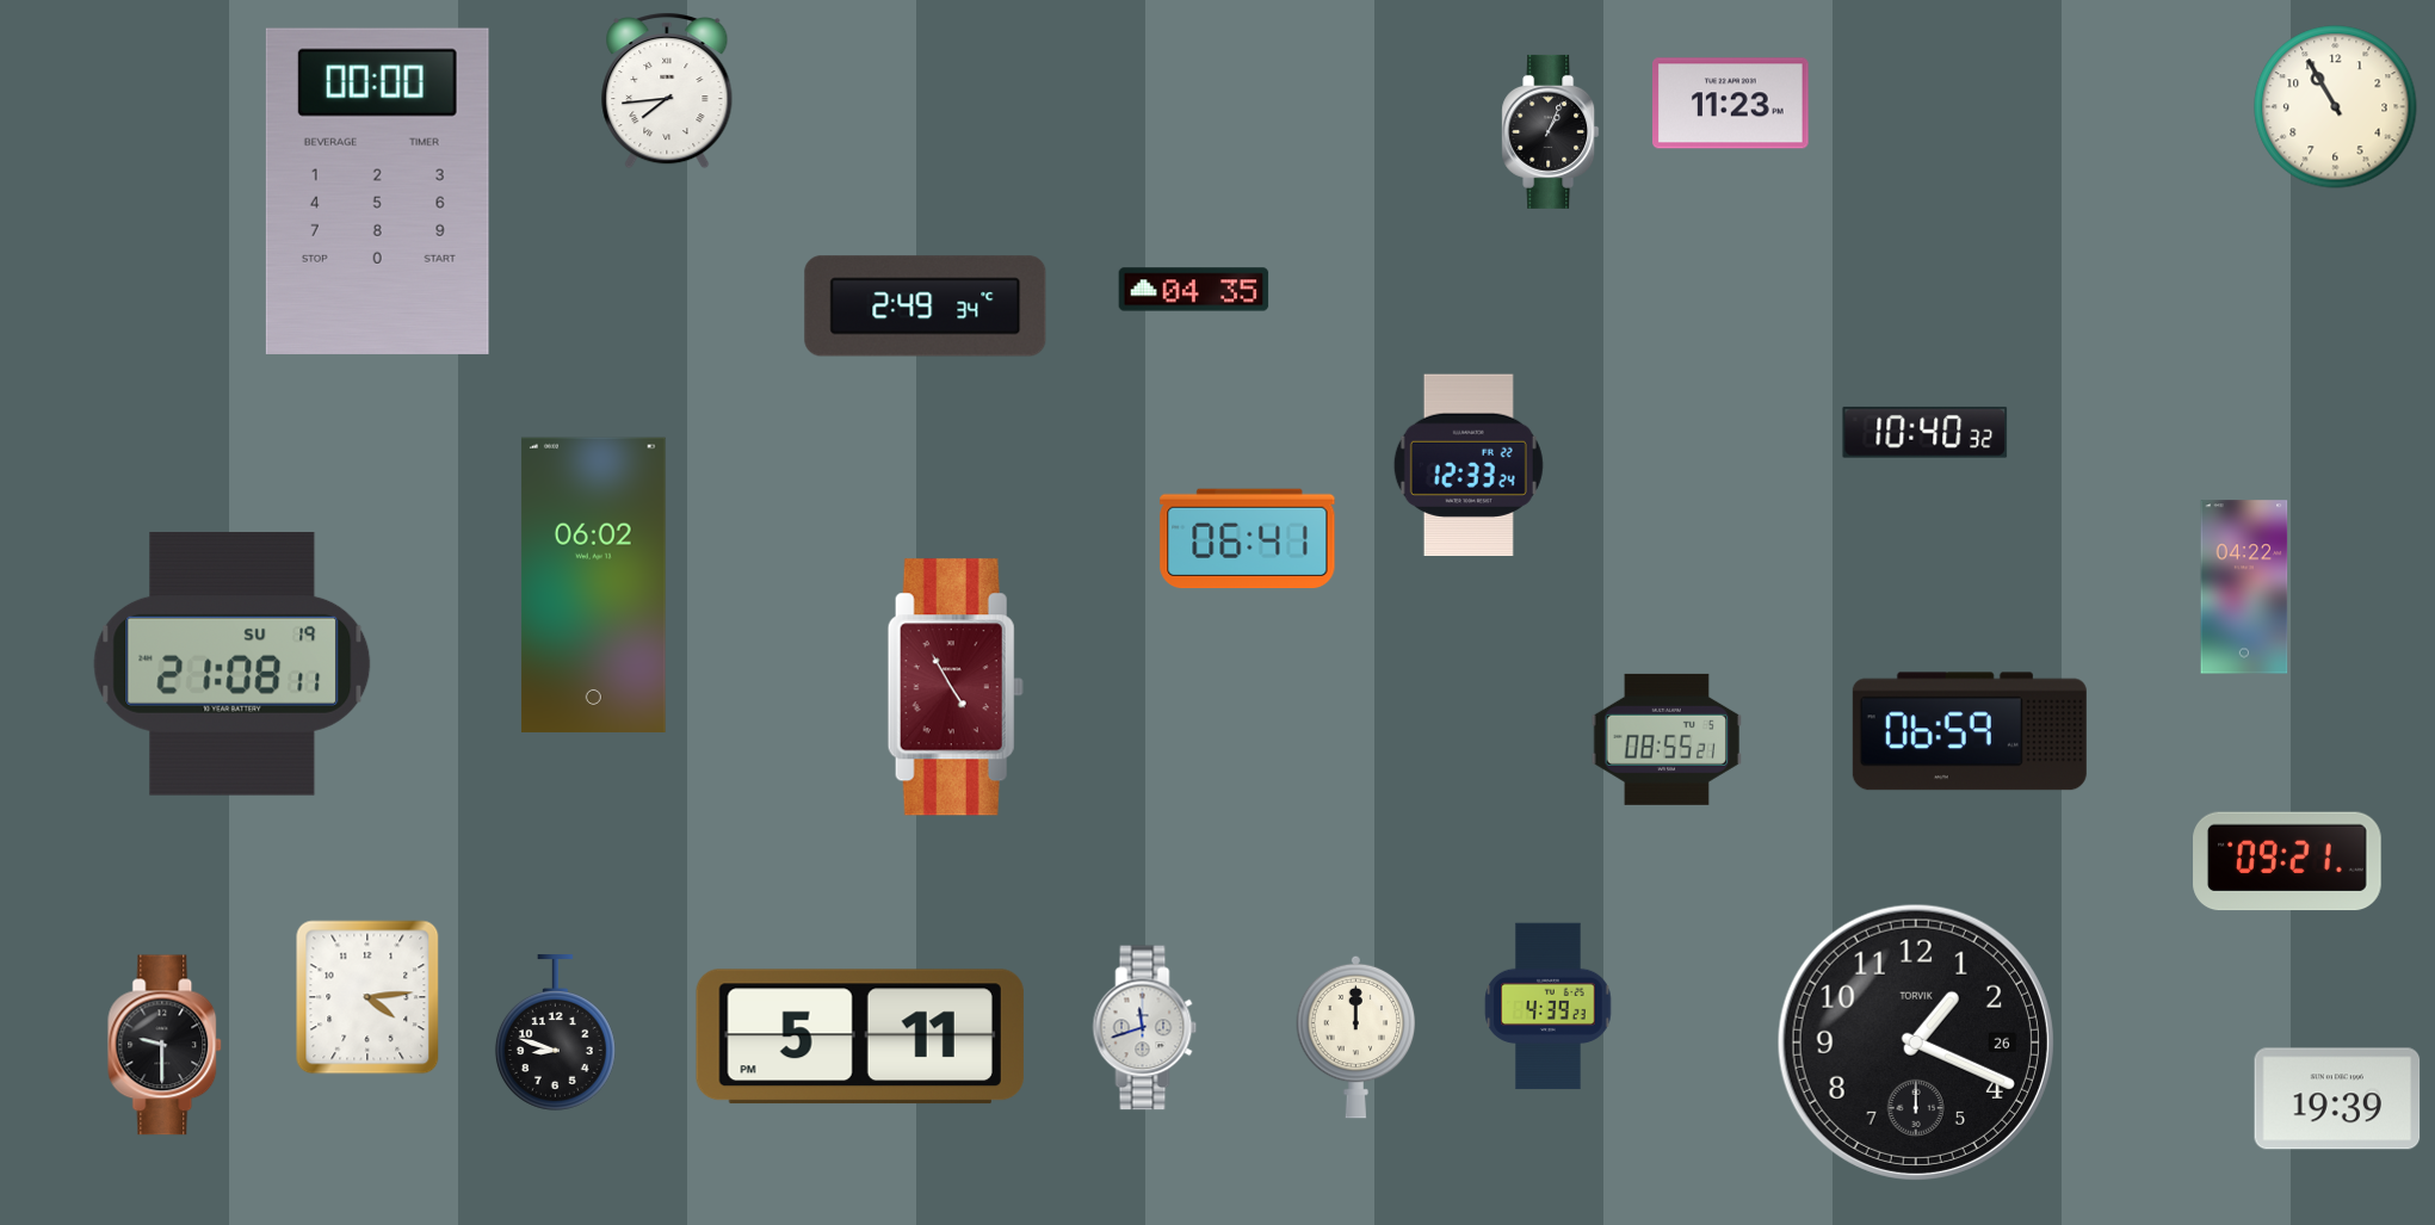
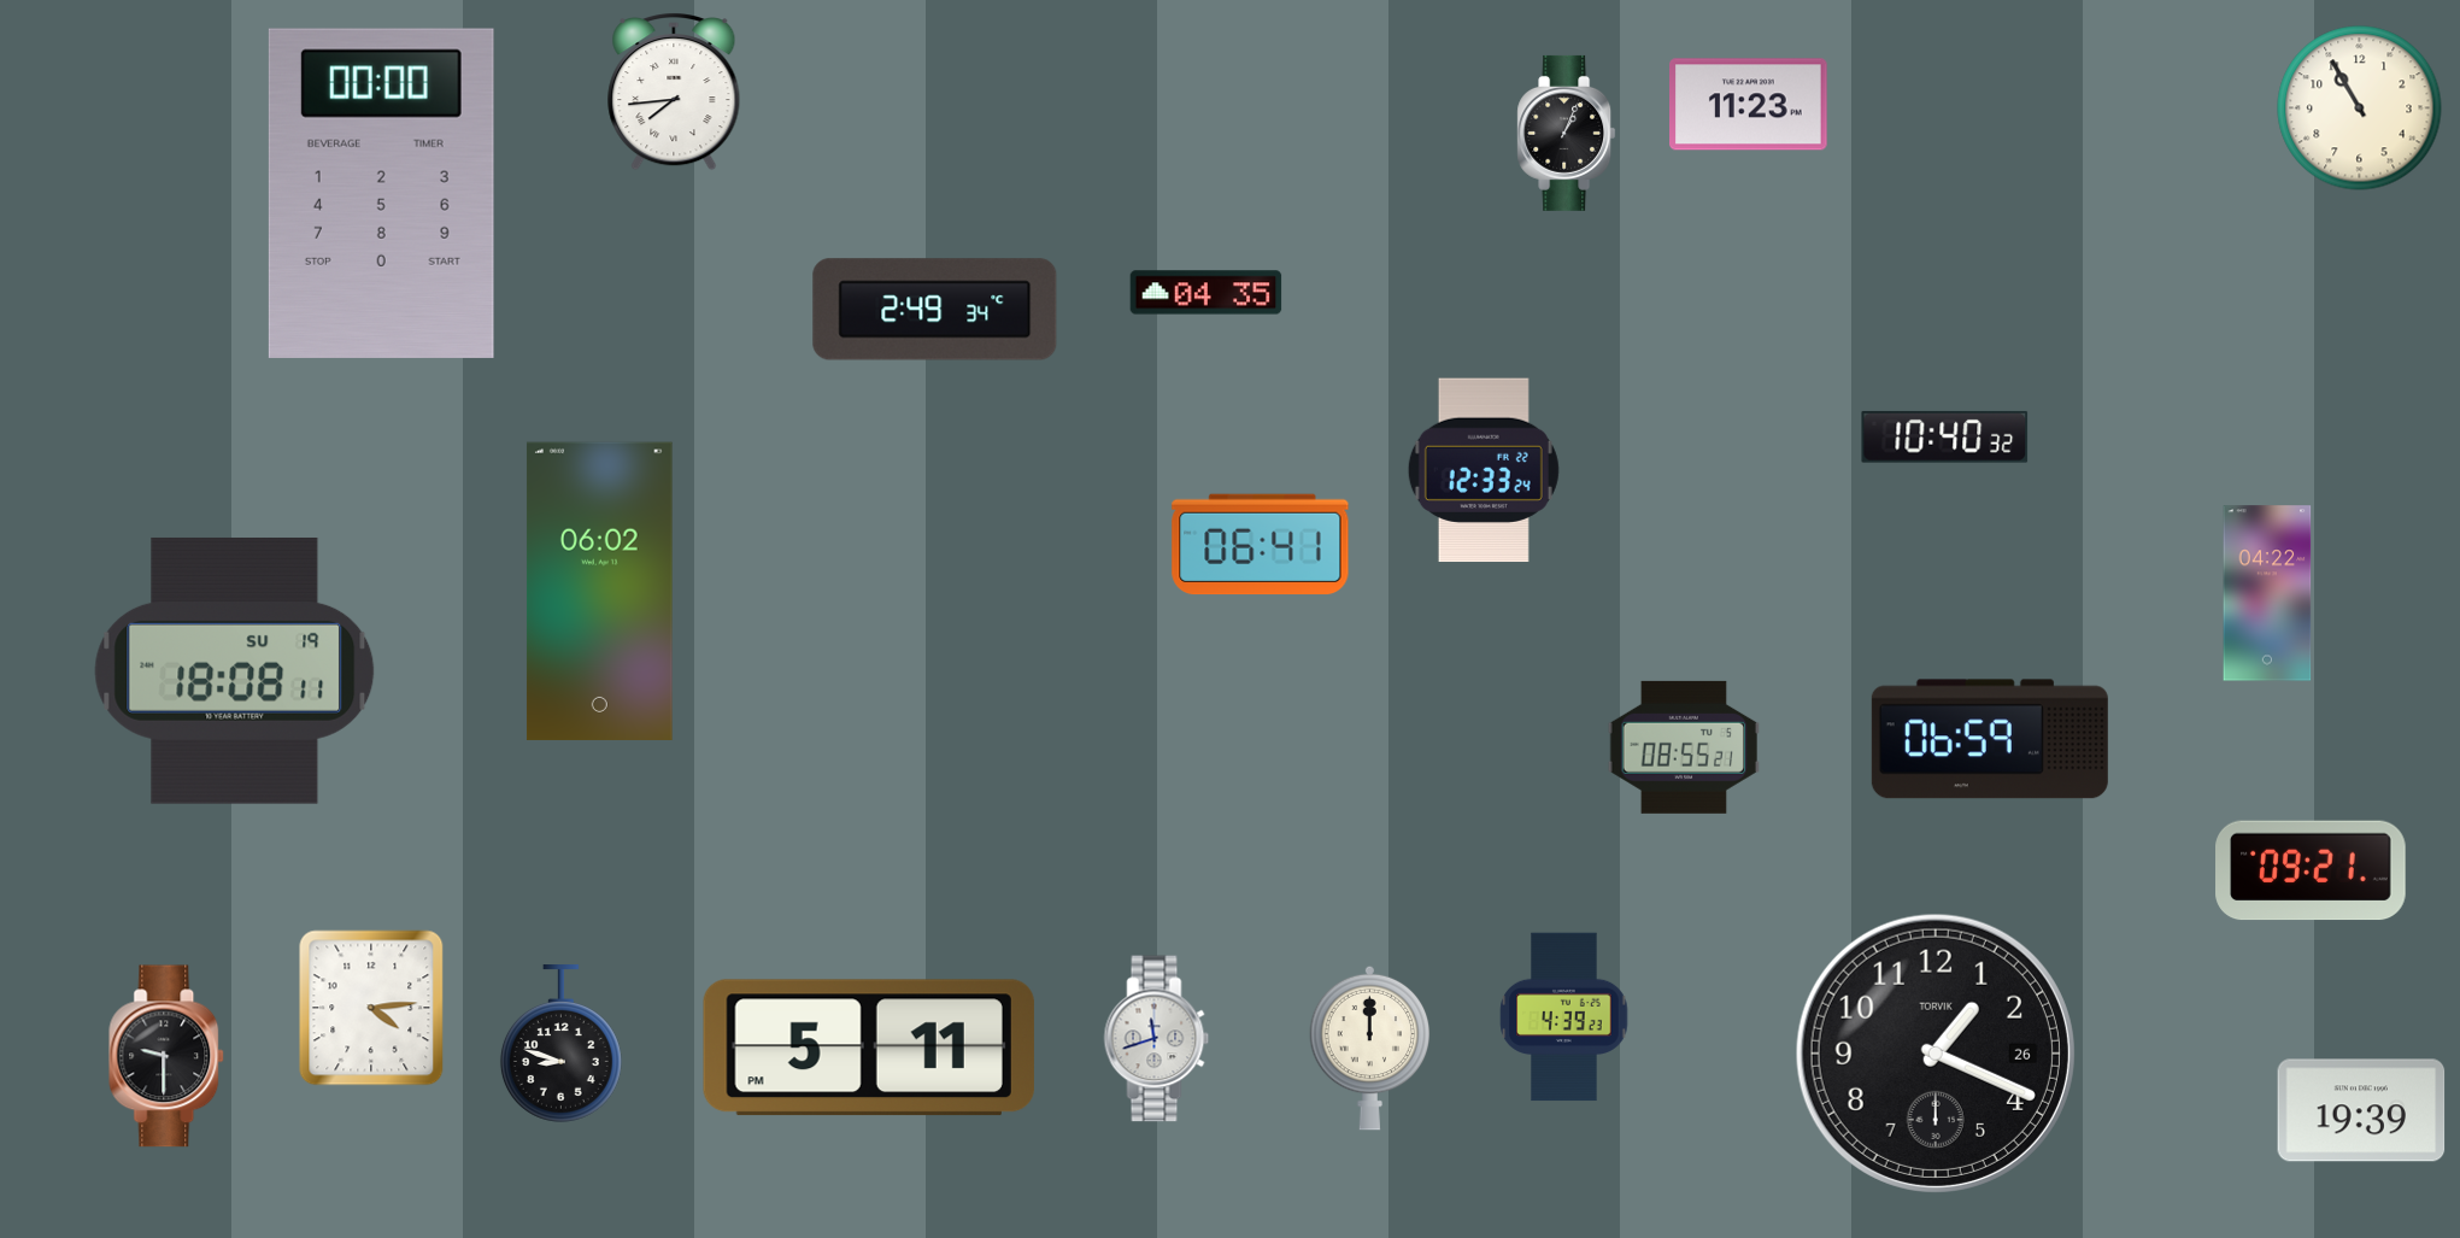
clock at (233, 663): 21:08 -> 18:08
clock at (956, 687): 4:55 -> none
